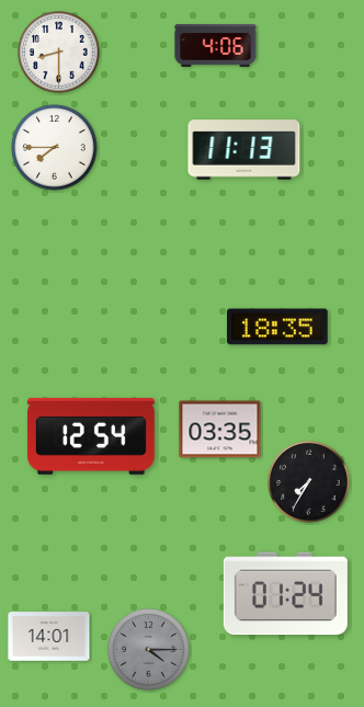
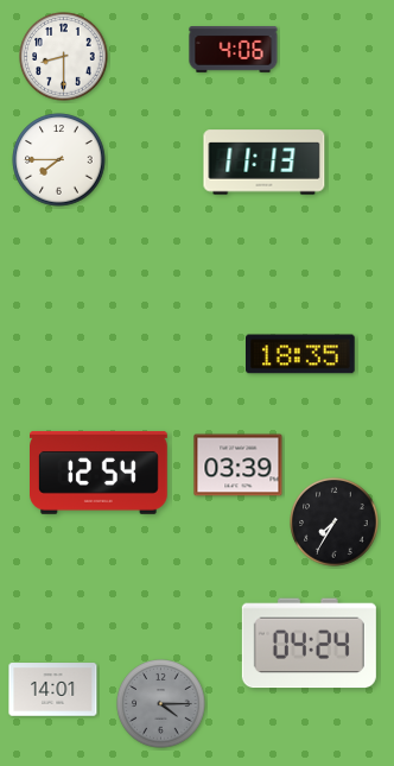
clock at (220, 430): 03:35 -> 03:39
clock at (285, 594): 01:24 -> 04:24
